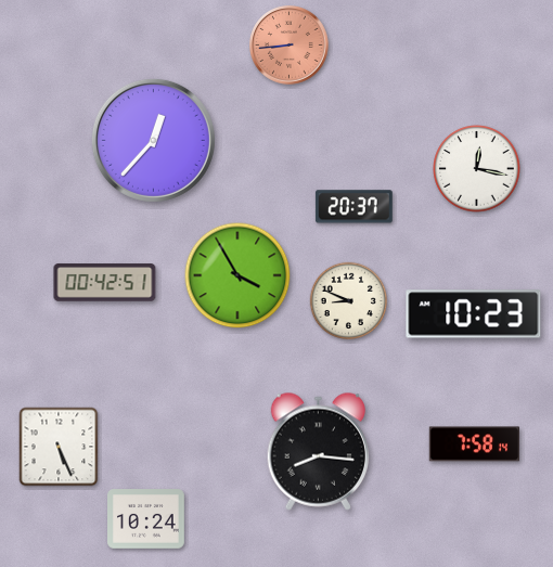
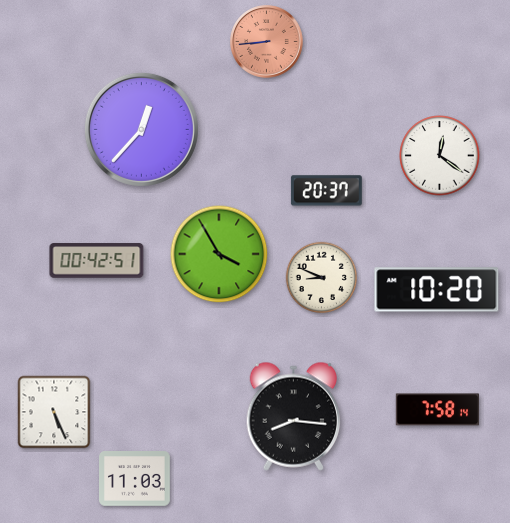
clock at (477, 169): 12:17 -> 12:21
clock at (474, 314): 10:23 -> 10:20
clock at (146, 519): 10:24 -> 11:03
